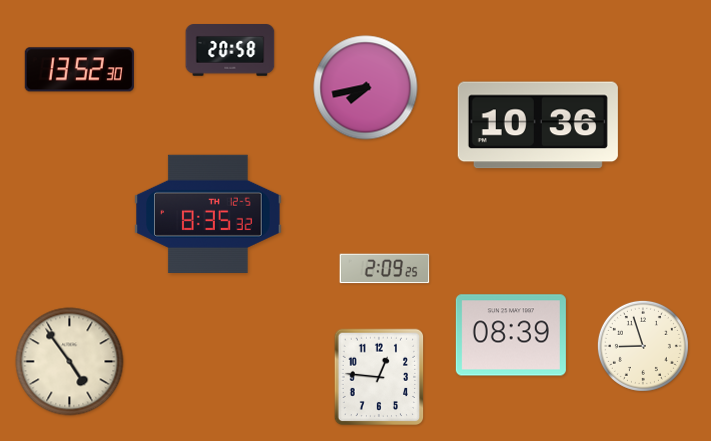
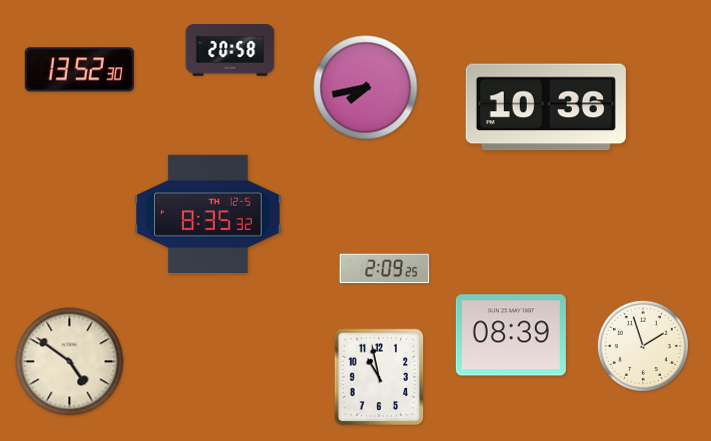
clock at (538, 125) position: (538, 125) -> (546, 107)
clock at (643, 346): 8:57 -> 1:57
clock at (70, 362): 4:54 -> 4:51
clock at (379, 377): 12:46 -> 10:58
